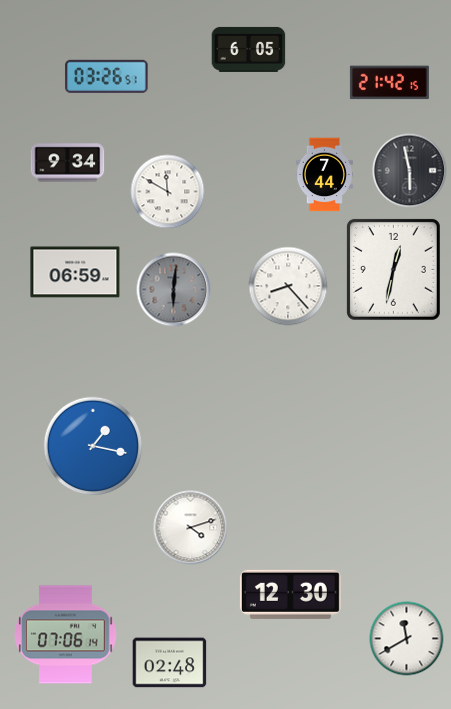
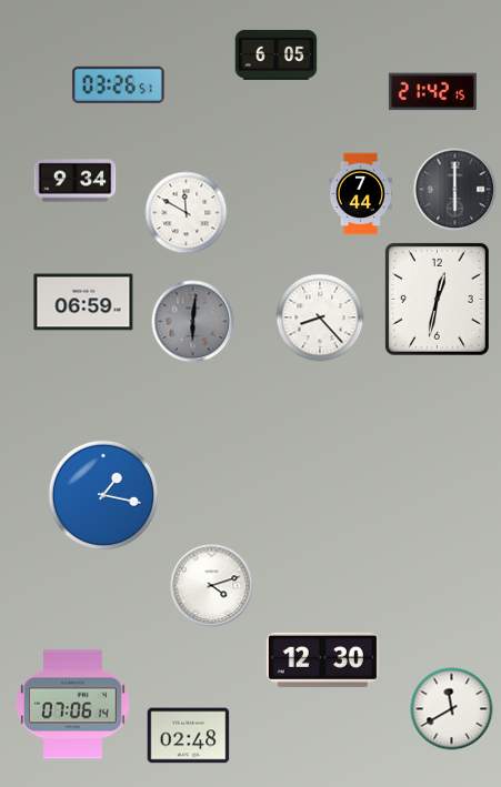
clock at (410, 171): 5:58 -> 6:00
